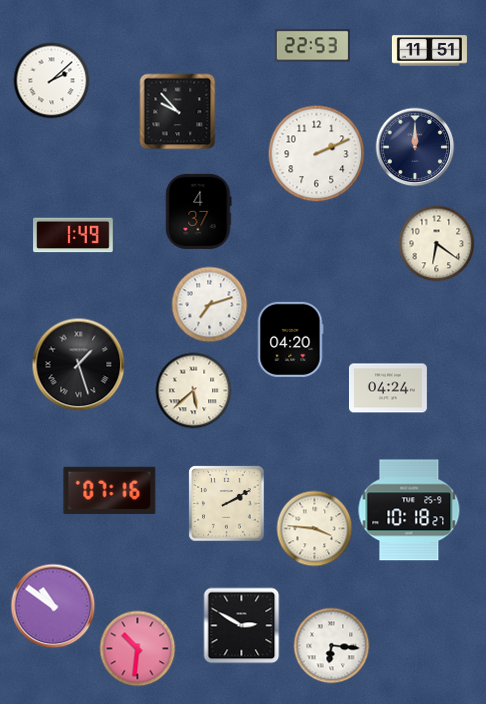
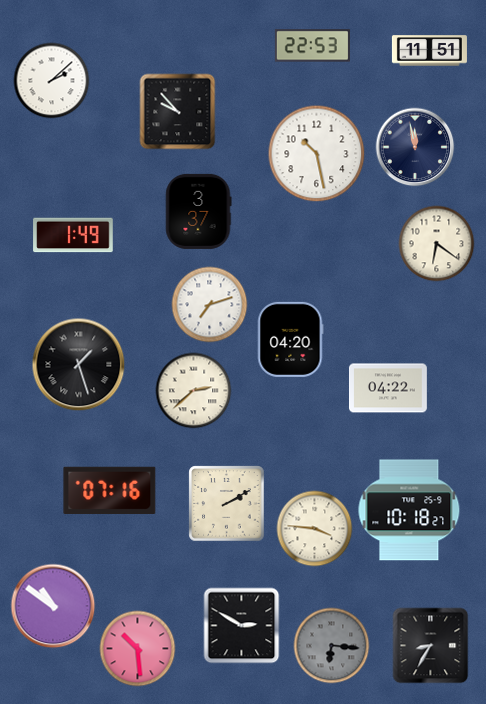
clock at (415, 147): 12:00 -> 11:58
clock at (317, 154): 2:11 -> 10:28
clock at (199, 211): 4:37 -> 3:37
clock at (389, 388): 04:24 -> 04:22
clock at (194, 391): 5:38 -> 2:38
clock at (332, 646) dial: white -> grey
clock at (431, 646): none -> 8:35
clock at (138, 649): 10:31 -> 10:29
